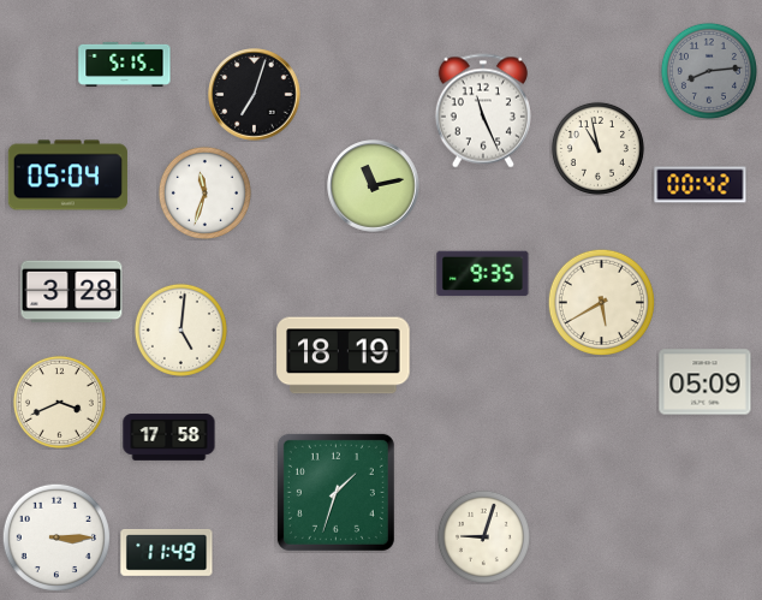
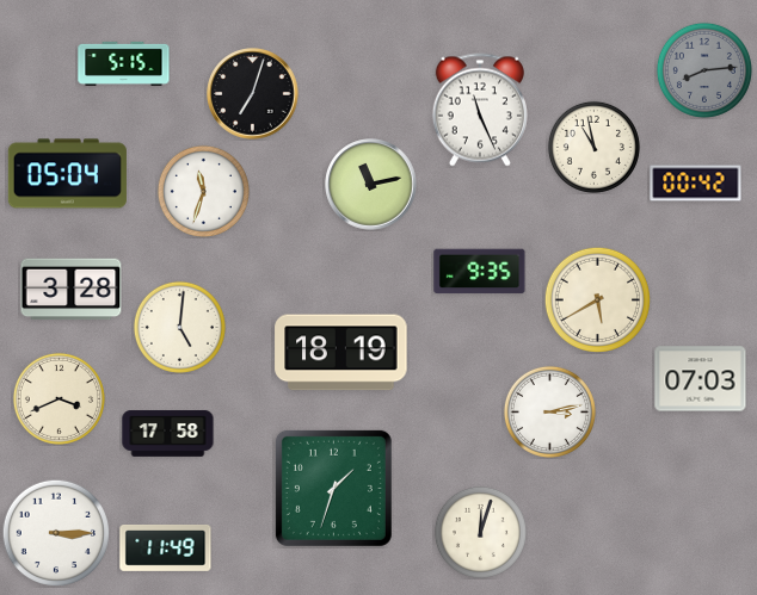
clock at (706, 382): 05:09 -> 07:03
clock at (549, 411): none -> 3:13
clock at (483, 536): 9:03 -> 12:03
